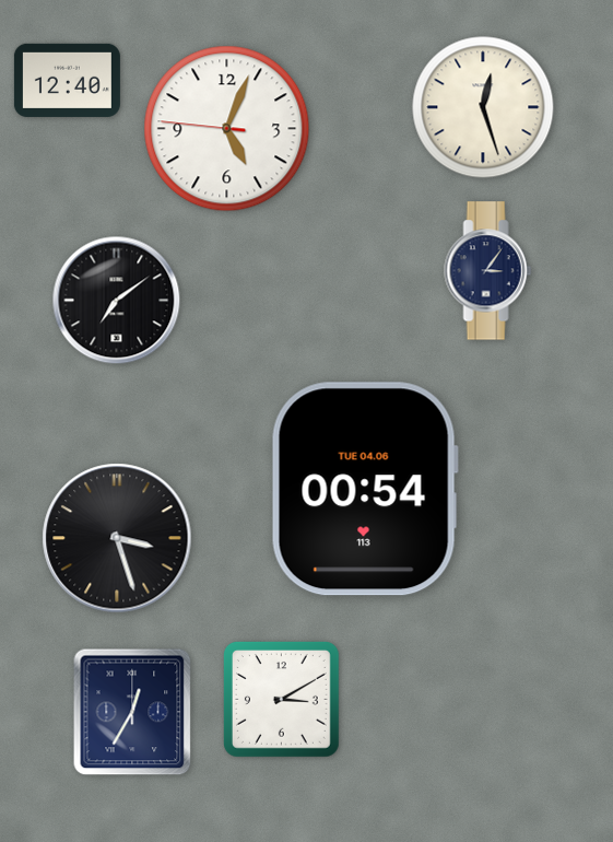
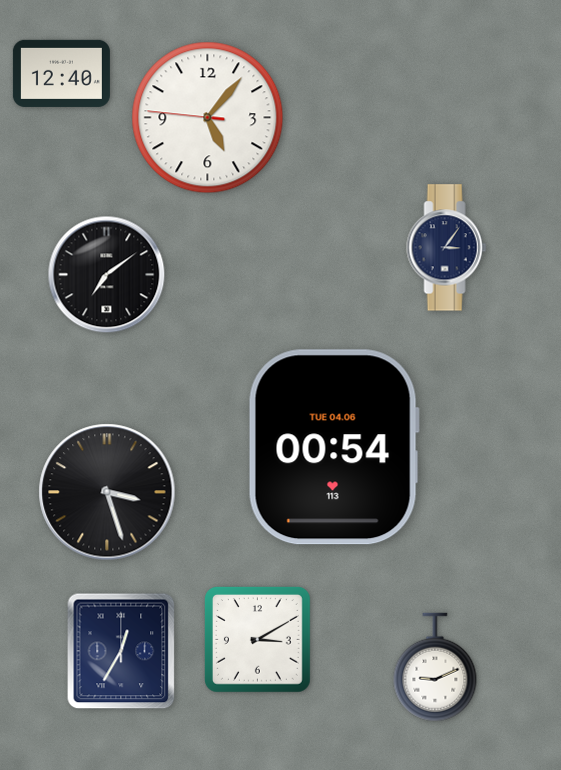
clock at (483, 107): 12:27 -> none
clock at (227, 129): 5:03 -> 5:06
clock at (435, 667): none -> 9:11
